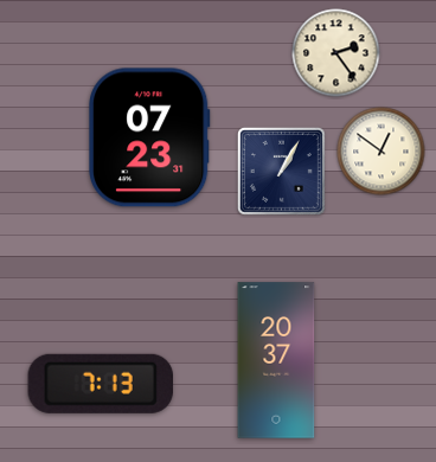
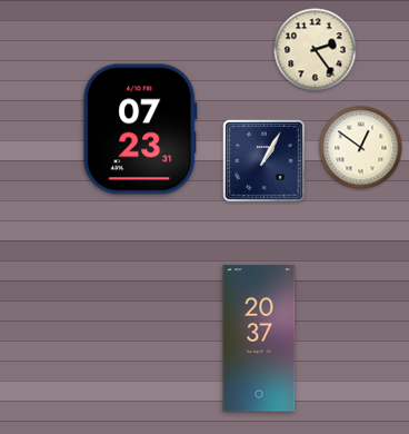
clock at (381, 152) position: (381, 152) -> (361, 148)
clock at (100, 384): 7:13 -> none
